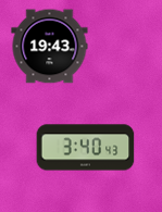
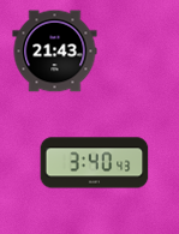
clock at (50, 47): 19:43 -> 21:43
